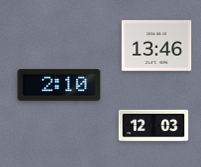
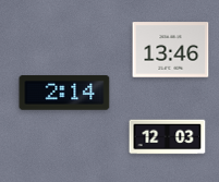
clock at (59, 85): 2:10 -> 2:14
